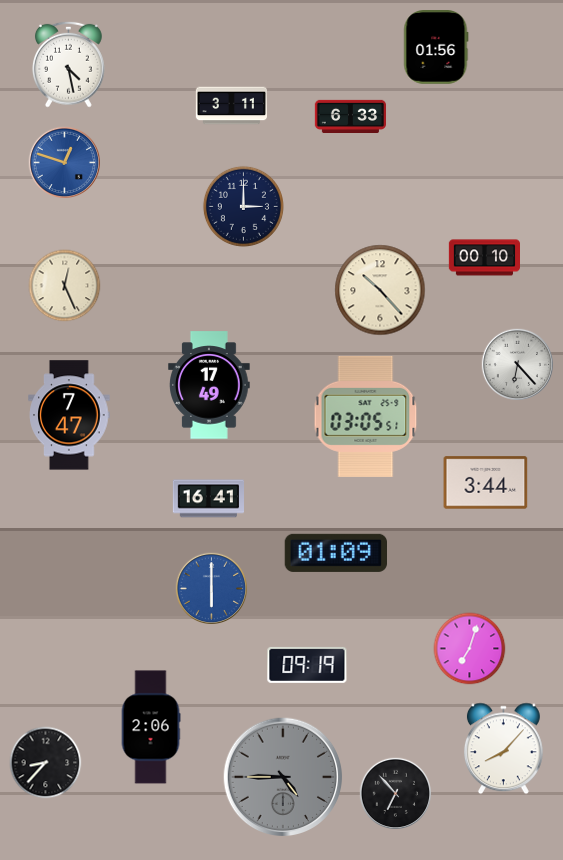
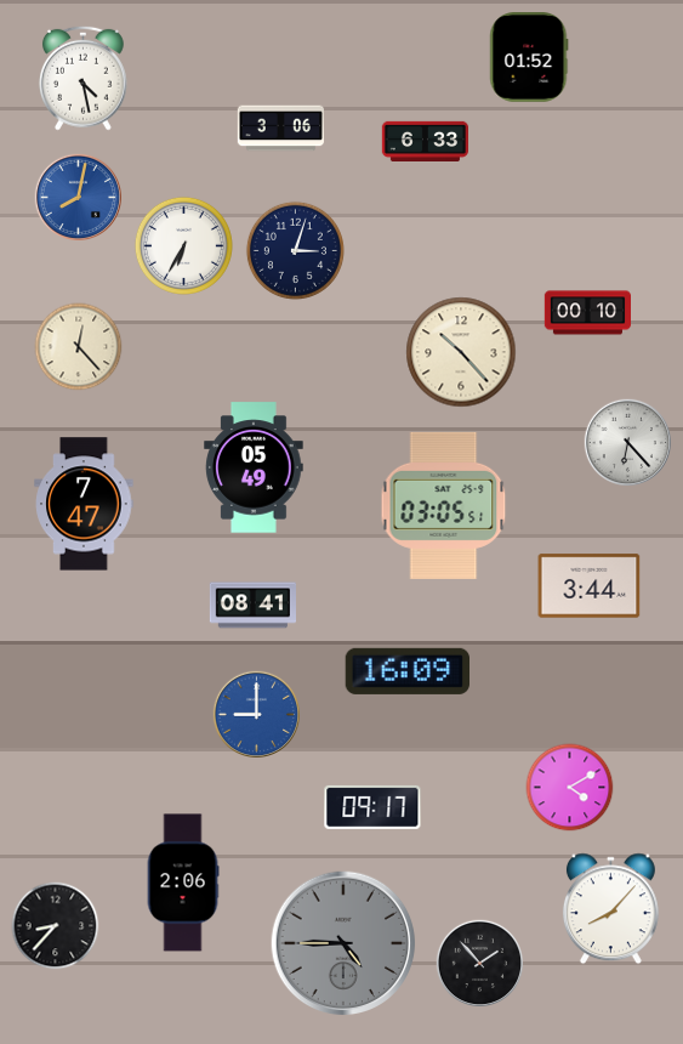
clock at (436, 48): 01:56 -> 01:52
clock at (231, 106): 3:11 -> 3:06
clock at (64, 162): 12:48 -> 8:02
clock at (183, 245): none -> 6:35
clock at (243, 206): 3:00 -> 3:03
clock at (65, 286): 12:26 -> 12:23
clock at (209, 385): 17:49 -> 05:49
clock at (208, 499): 16:41 -> 08:41
clock at (335, 553): 01:09 -> 16:09
clock at (211, 588): 6:00 -> 9:00
clock at (470, 649): 7:03 -> 4:10
clock at (307, 665): 09:19 -> 09:17
clock at (395, 793): 6:53 -> 1:53
